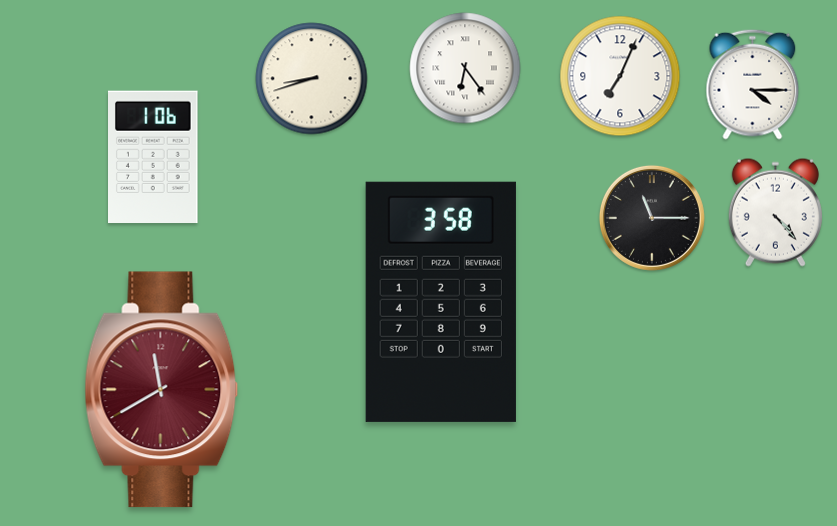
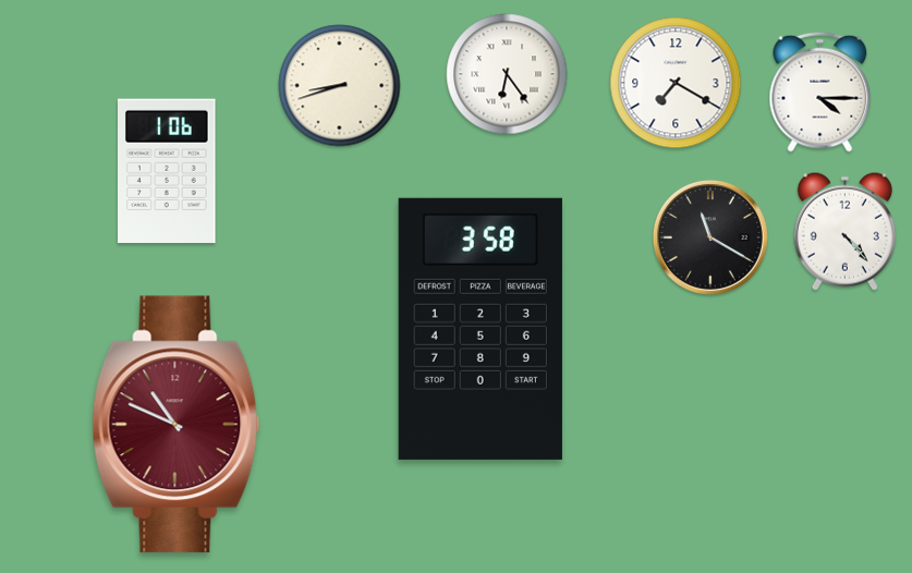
clock at (620, 76): 7:04 -> 7:20
clock at (652, 218): 11:15 -> 11:20
clock at (162, 390): 11:40 -> 10:49
